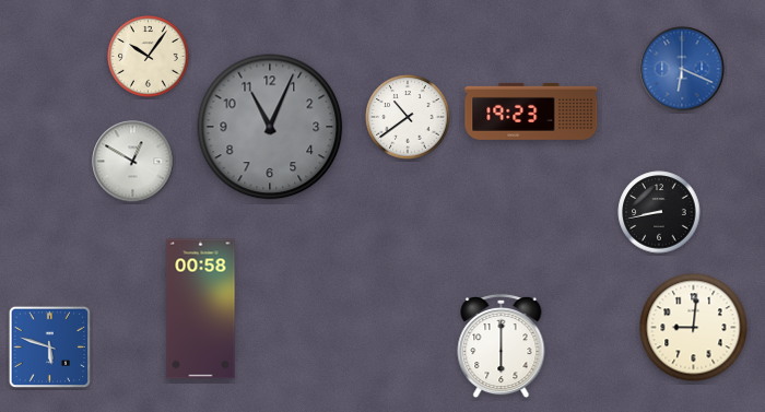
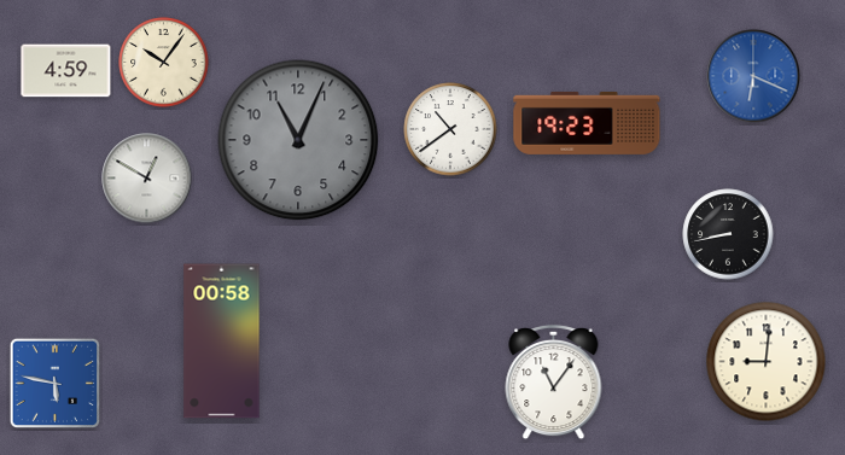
clock at (66, 71): none -> 4:59
clock at (502, 346): 6:00 -> 11:06
clock at (50, 348): 5:48 -> 5:47
